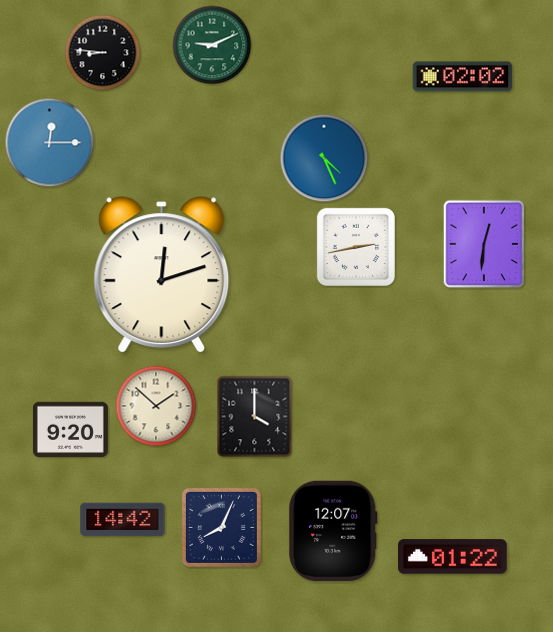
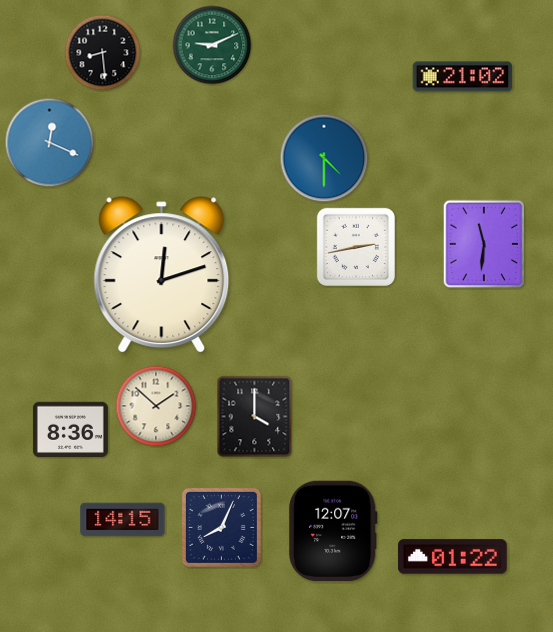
clock at (103, 53): 8:46 -> 8:29
clock at (463, 77): 02:02 -> 21:02
clock at (50, 143): 12:15 -> 12:19
clock at (324, 158): 4:26 -> 4:30
clock at (484, 244): 12:31 -> 11:31
clock at (70, 429): 9:20 -> 8:36
clock at (123, 520): 14:42 -> 14:15
